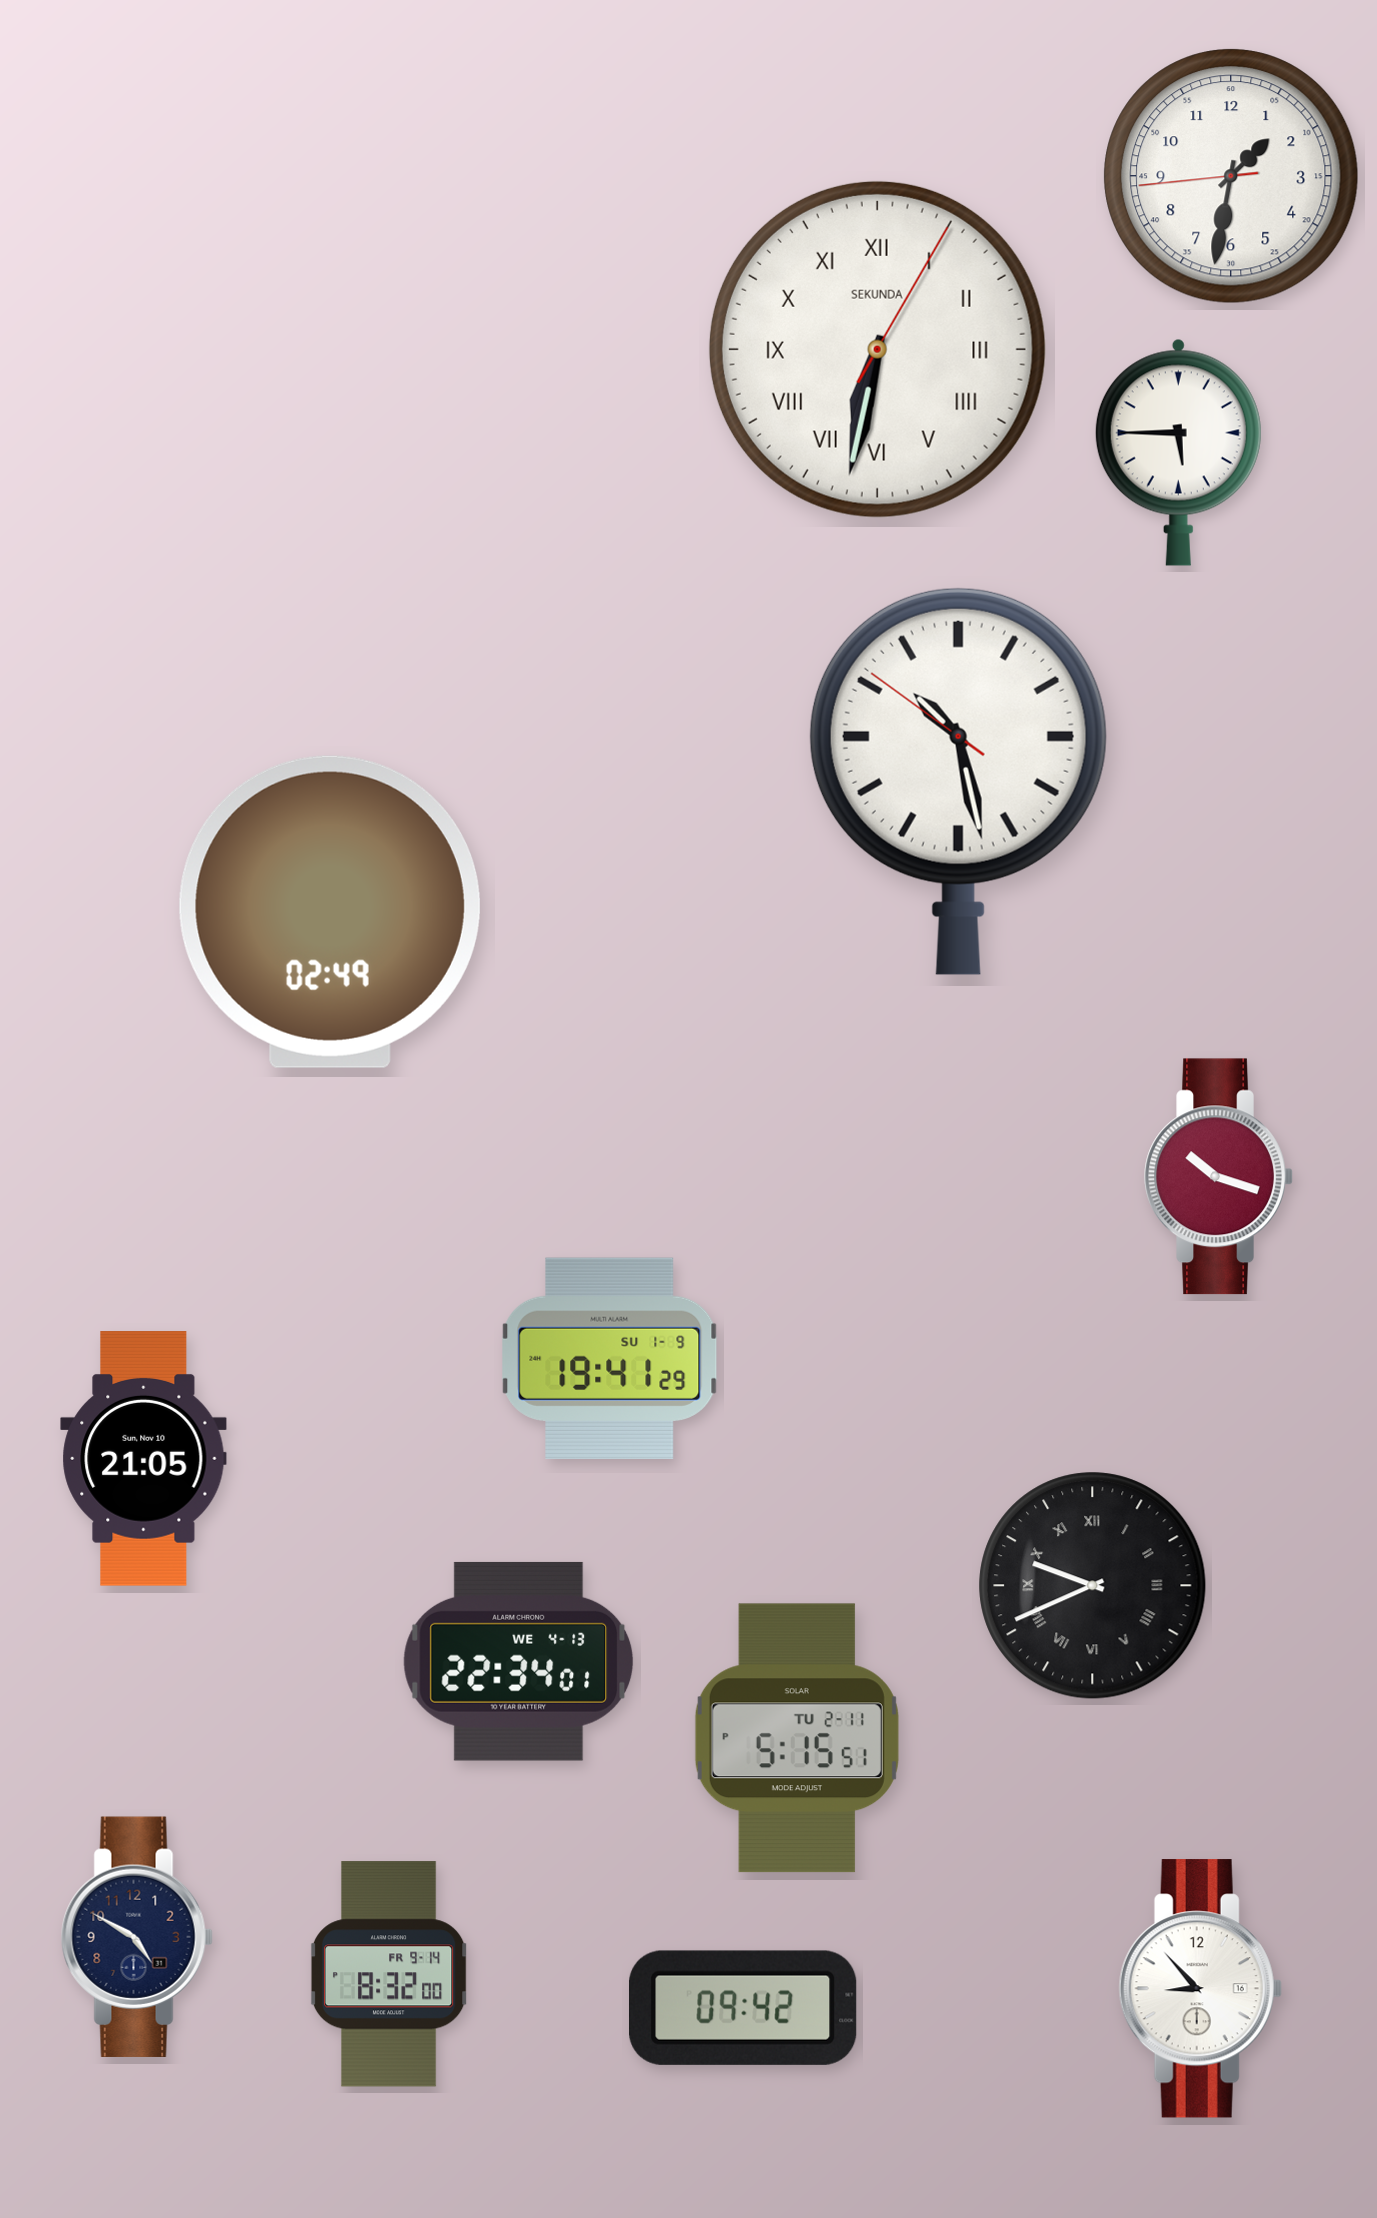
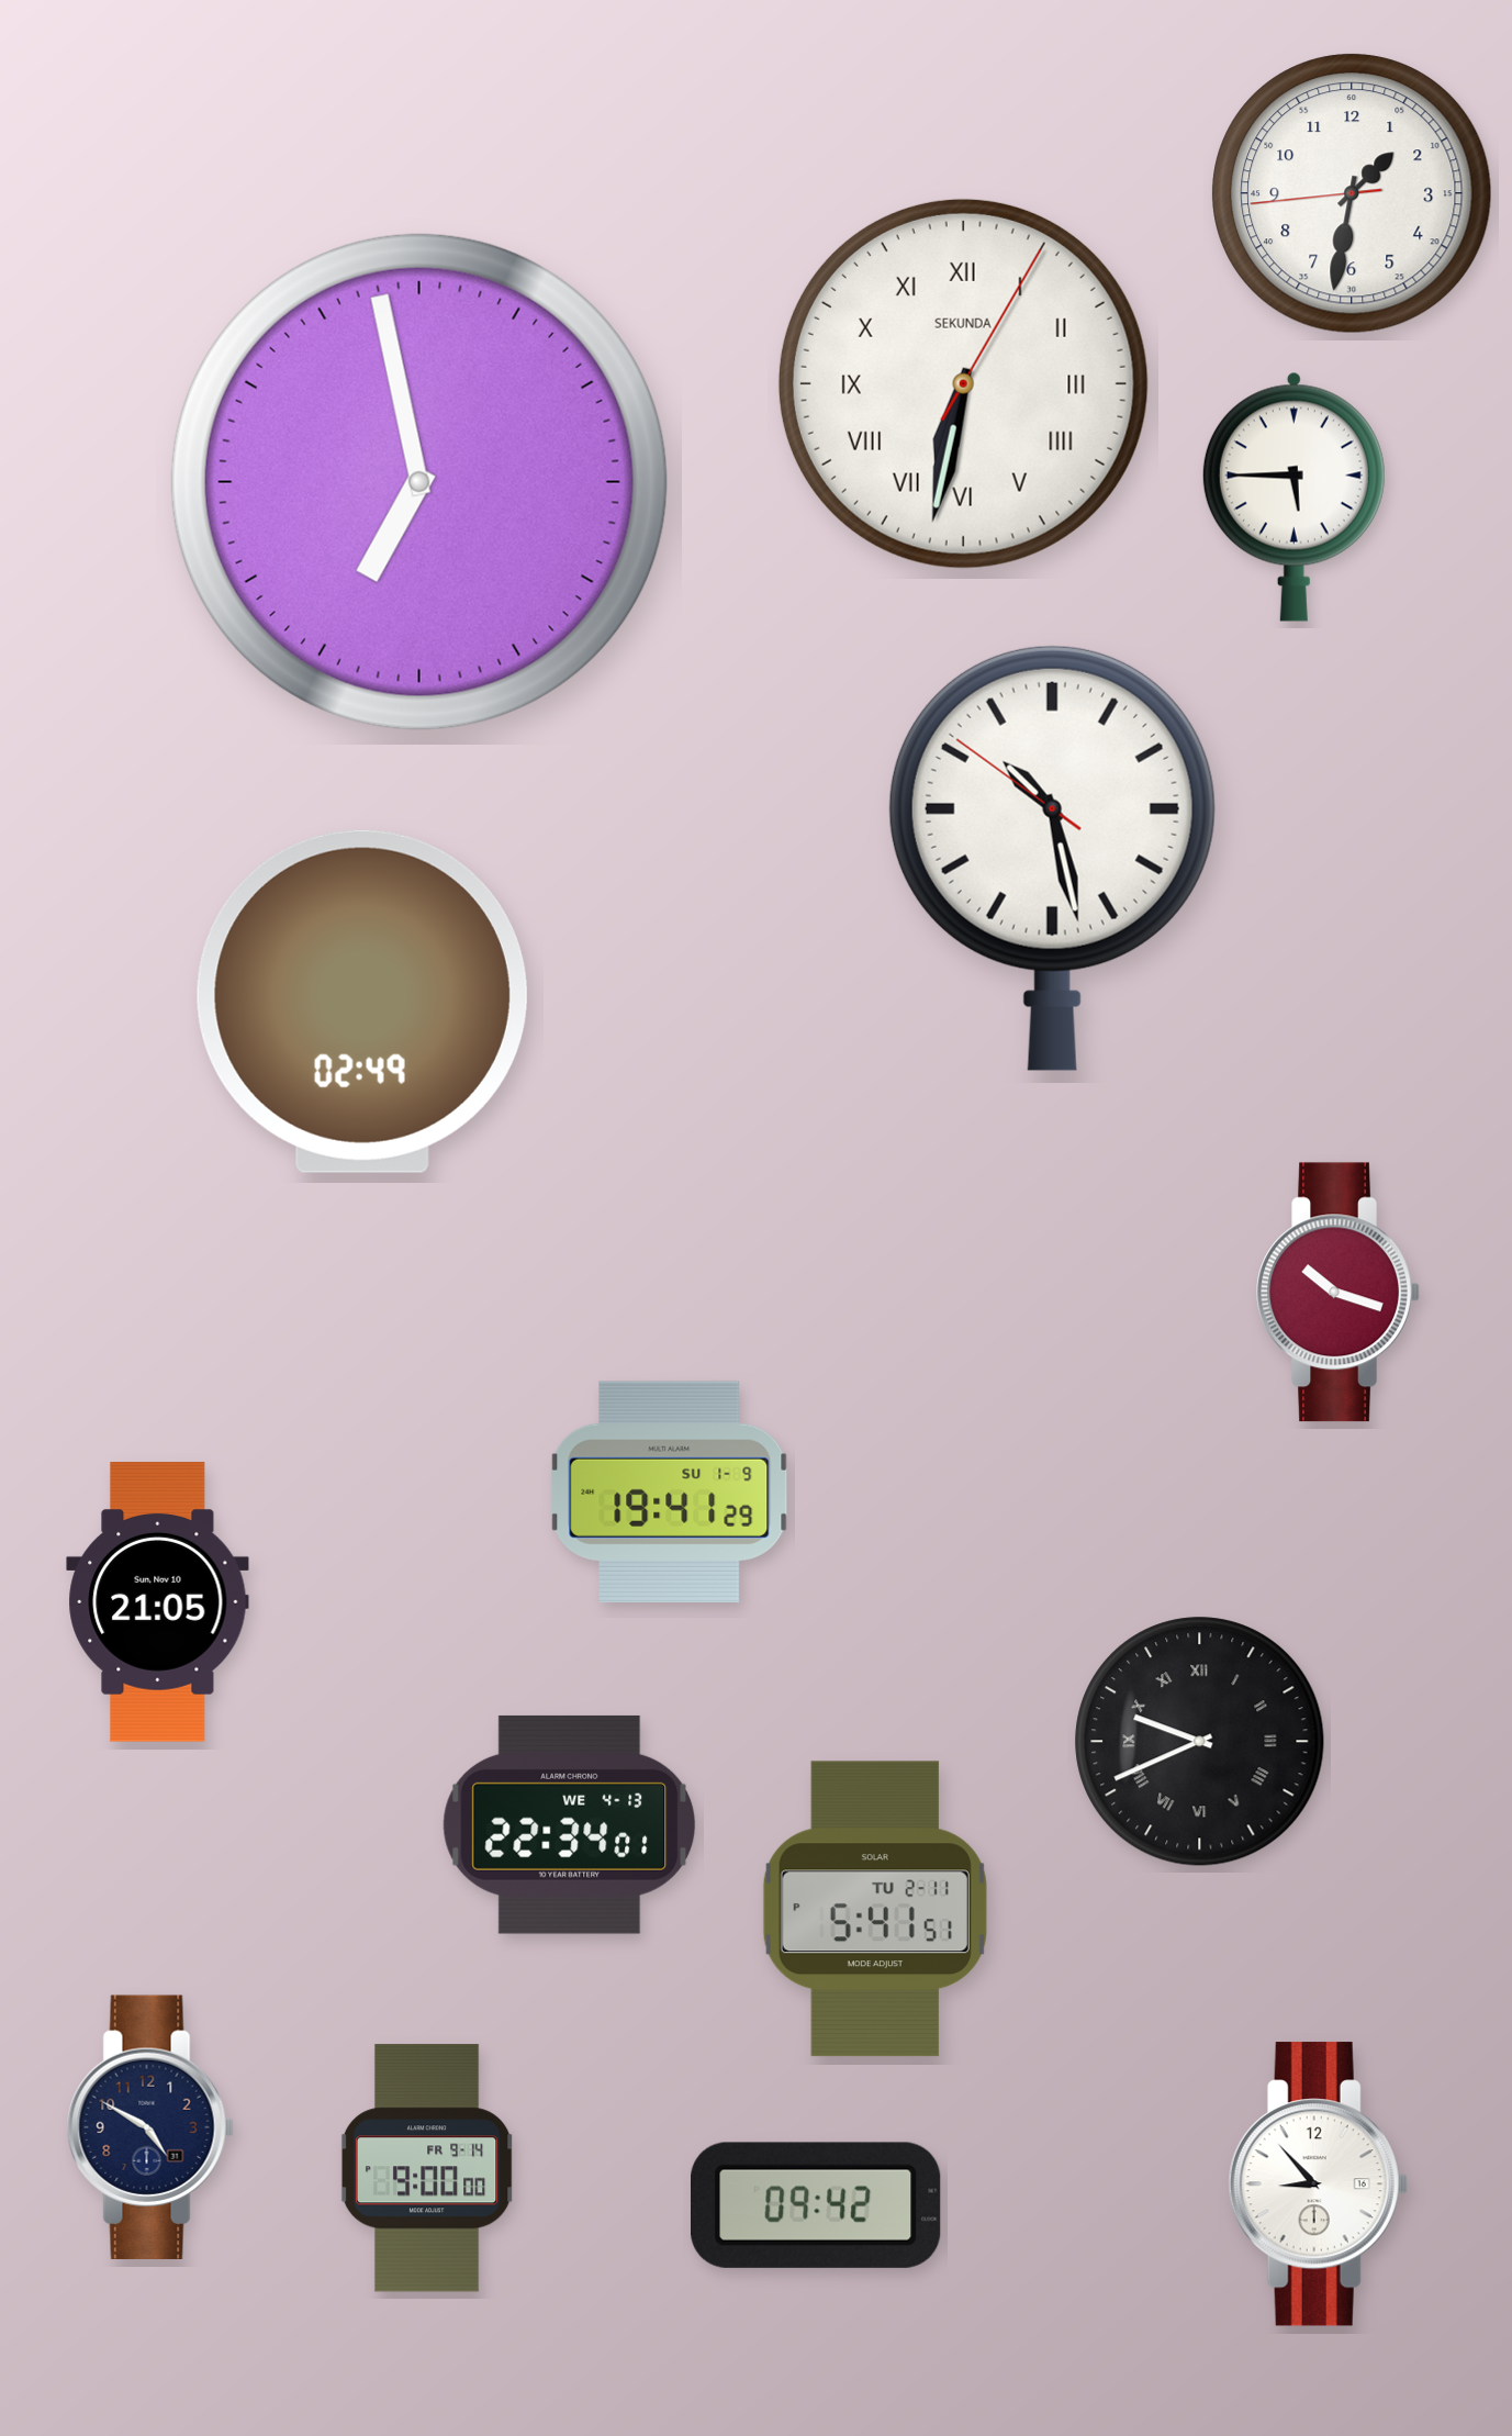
clock at (419, 482): none -> 6:58
clock at (797, 1738): 5:15 -> 5:41
clock at (389, 1974): 8:32 -> 9:00
